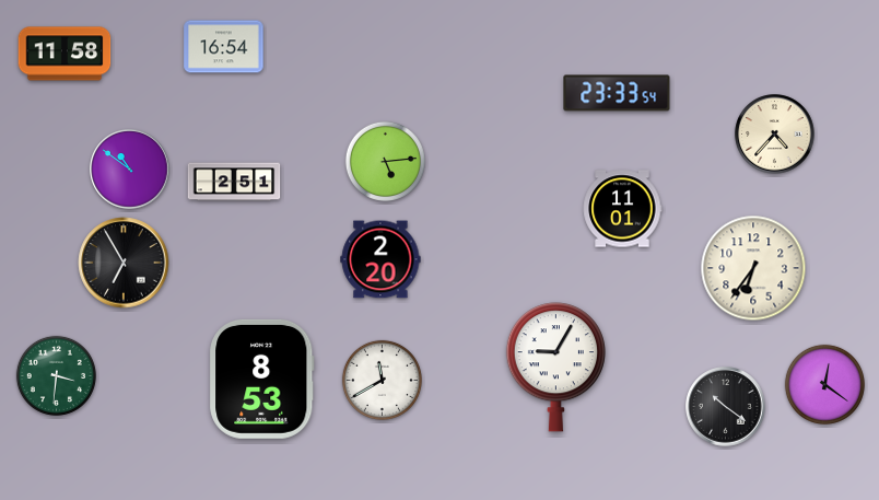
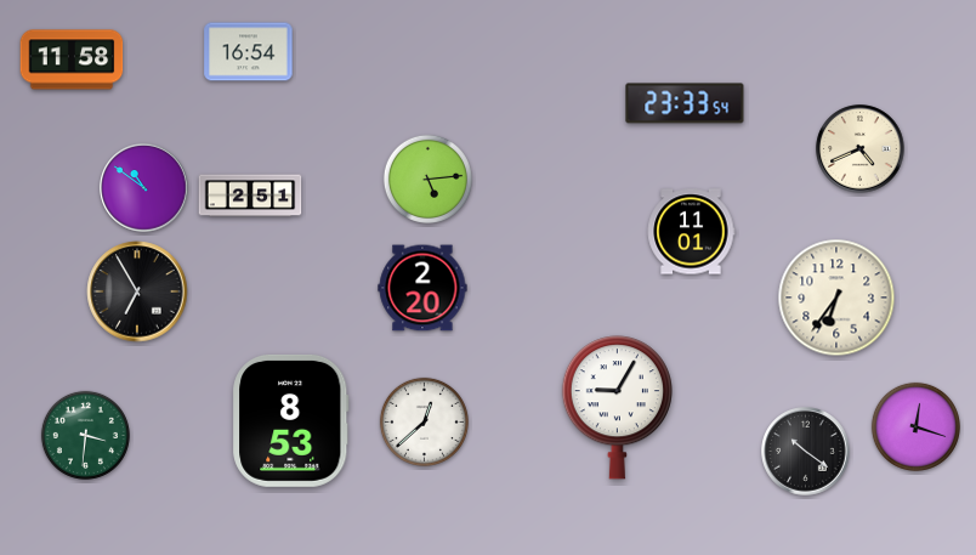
clock at (775, 135): 4:37 -> 4:41
clock at (234, 182) position: (234, 182) -> (250, 196)
clock at (56, 375) position: (56, 375) -> (85, 435)
clock at (382, 380): 11:40 -> 12:38
clock at (824, 384): 12:21 -> 12:18
